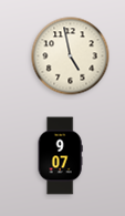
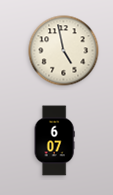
clock at (60, 156): 9:07 -> 6:07
